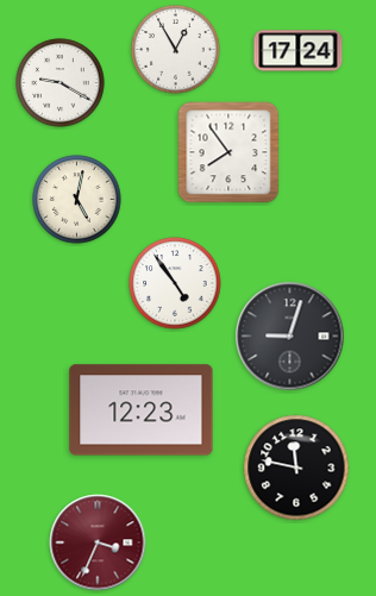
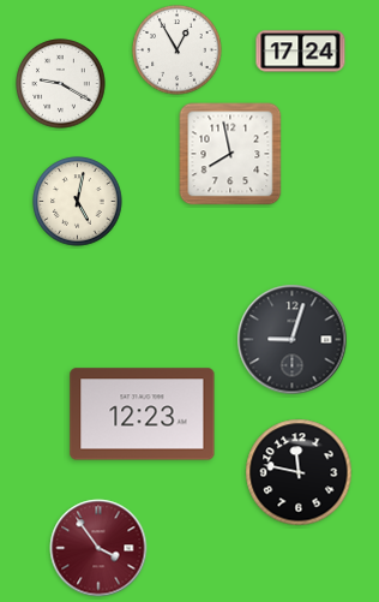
clock at (228, 152): 7:54 -> 7:58
clock at (175, 283): 4:54 -> none
clock at (98, 542): 3:34 -> 3:54
